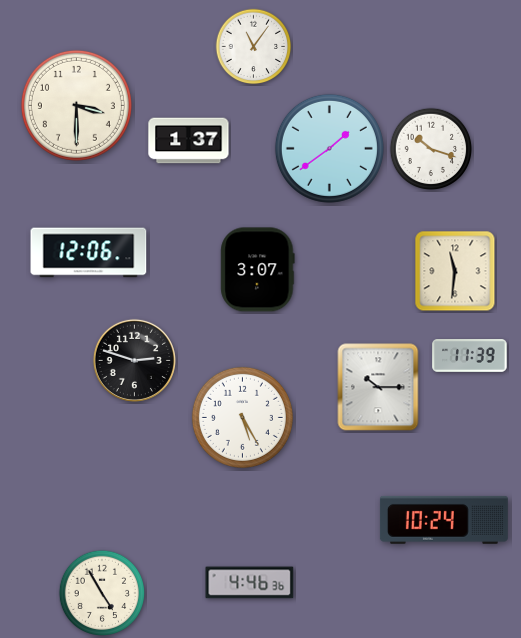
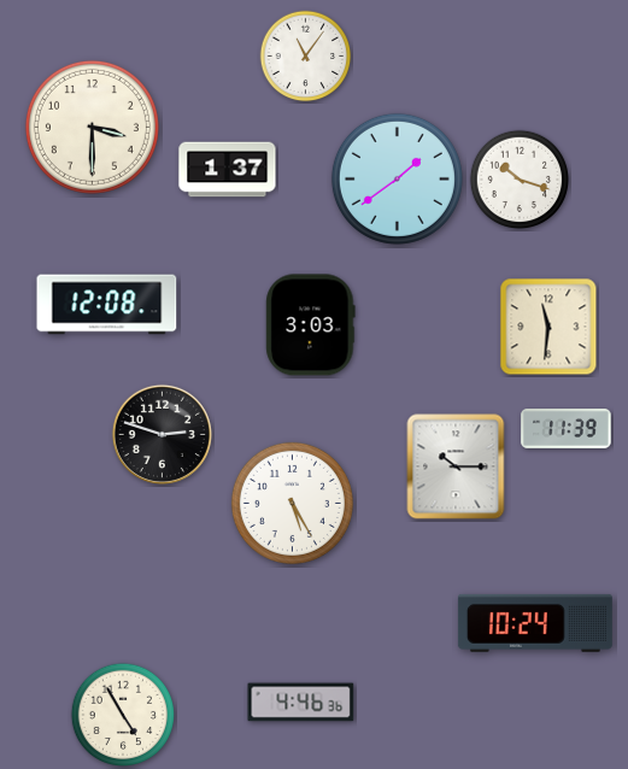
clock at (89, 253): 12:06 -> 12:08
clock at (258, 270): 3:07 -> 3:03
clock at (444, 520) position: (444, 520) -> (535, 623)
